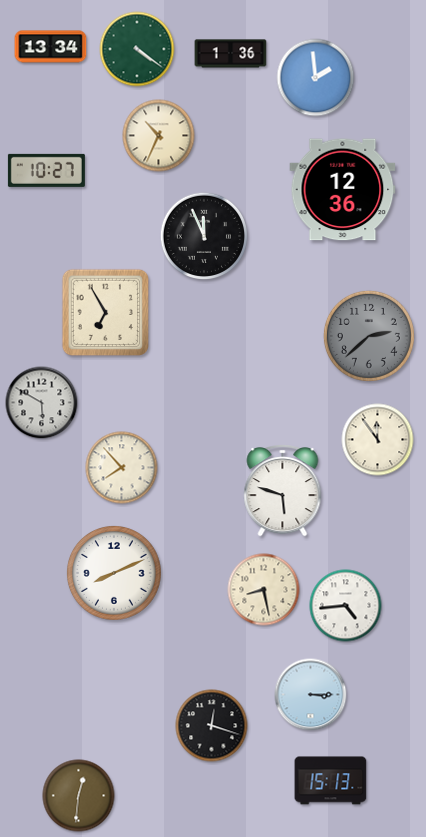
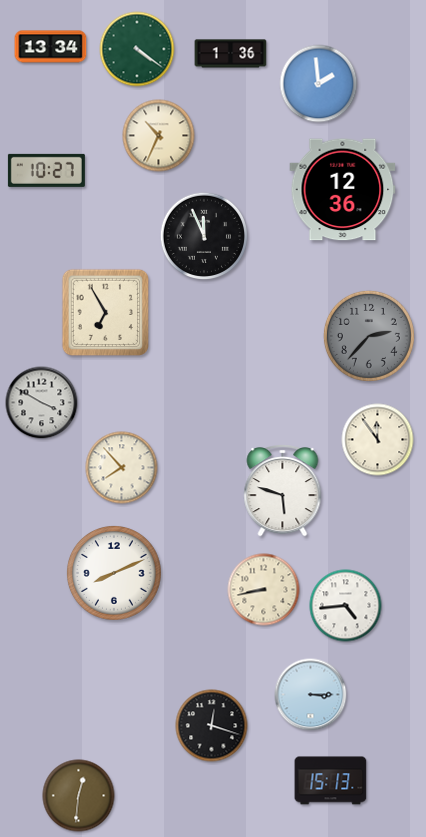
clock at (316, 78) position: (316, 78) -> (319, 84)
clock at (369, 336): 2:38 -> 2:37
clock at (42, 403): 5:50 -> 3:50
clock at (264, 590): 8:28 -> 8:43
